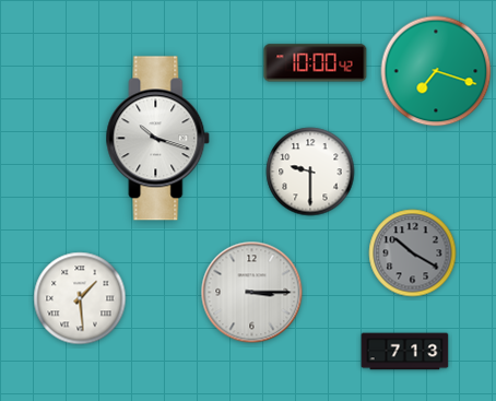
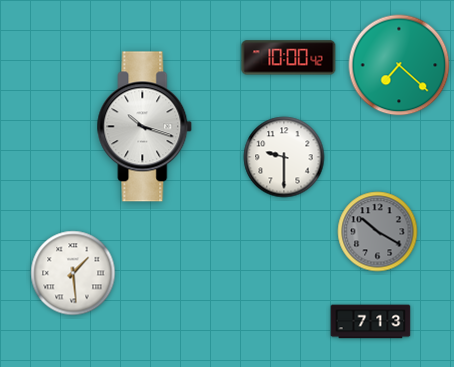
clock at (436, 71): 7:18 -> 7:22
clock at (252, 293): 3:15 -> none
